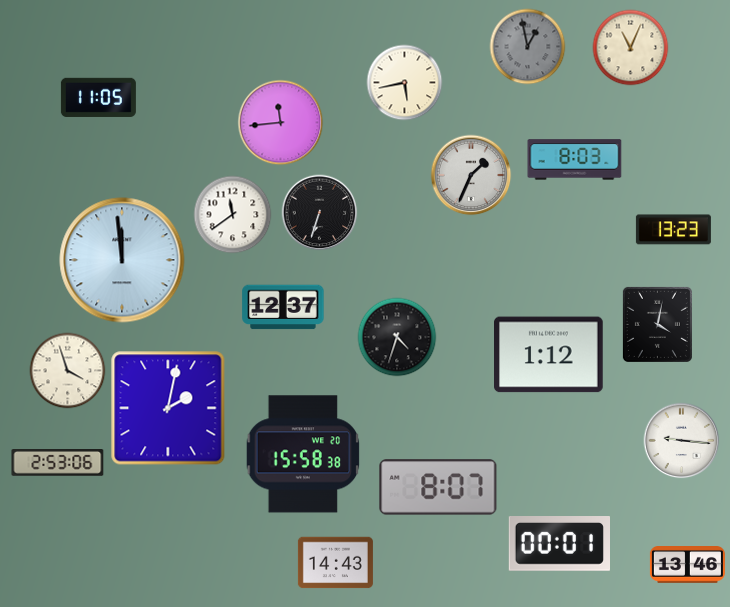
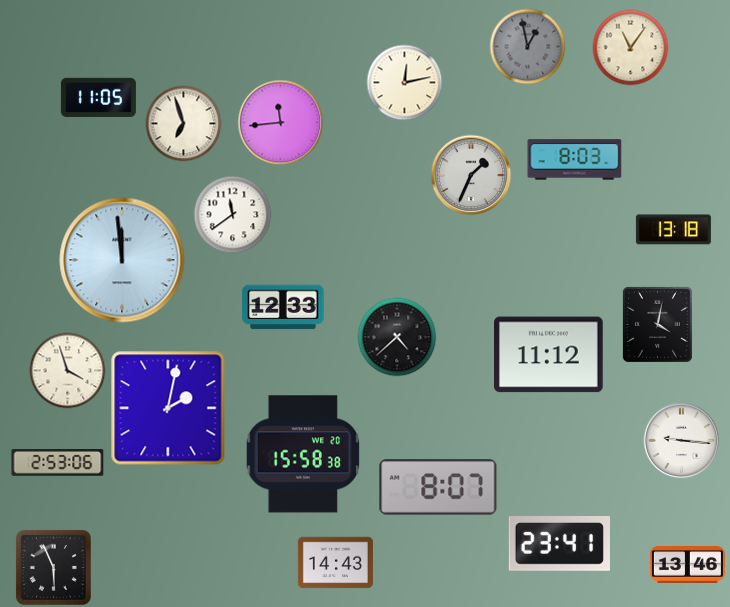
clock at (631, 48): 11:04 -> 11:06
clock at (405, 83): 5:43 -> 12:13
clock at (184, 124): none -> 6:57
clock at (320, 213): 6:33 -> none
clock at (673, 230): 13:23 -> 13:18
clock at (283, 307): 12:37 -> 12:33
clock at (397, 337): 4:33 -> 4:38
clock at (549, 355): 1:12 -> 11:12
clock at (559, 544): 00:01 -> 23:41
clock at (53, 567): none -> 5:56
